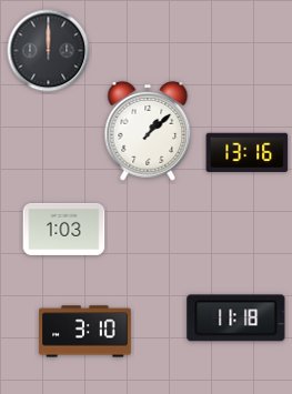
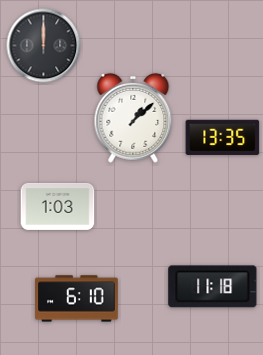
clock at (248, 152): 13:16 -> 13:35
clock at (85, 332): 3:10 -> 6:10
